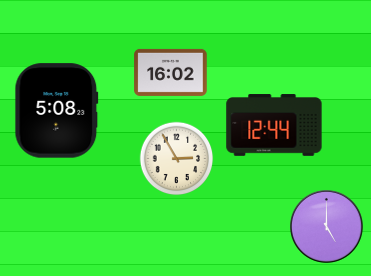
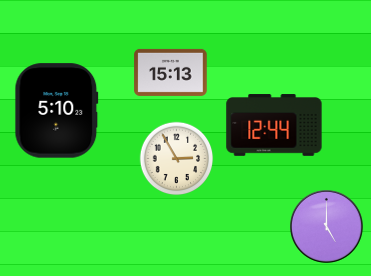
clock at (171, 72): 16:02 -> 15:13
clock at (57, 111): 5:08 -> 5:10
